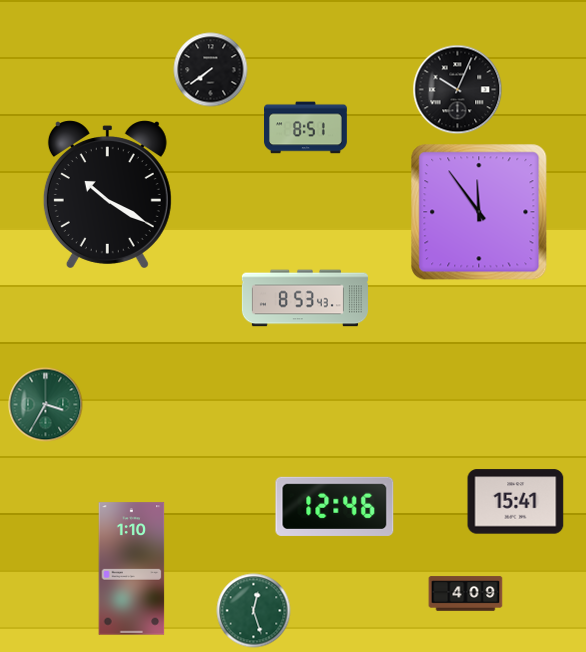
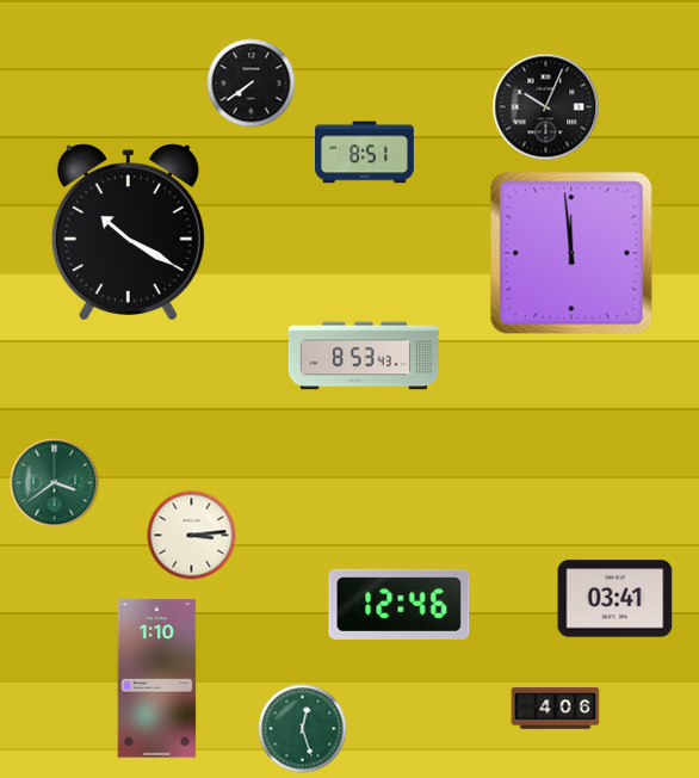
clock at (479, 212): 11:54 -> 11:59
clock at (46, 405): 3:35 -> 3:39
clock at (192, 536): none -> 3:14
clock at (516, 502): 15:41 -> 03:41
clock at (466, 594): 4:09 -> 4:06
